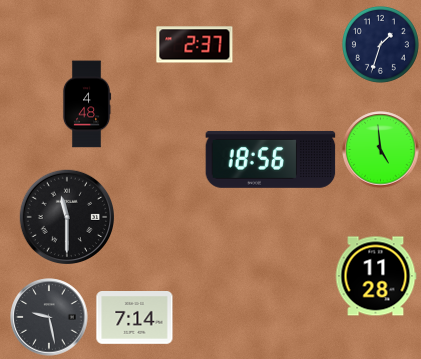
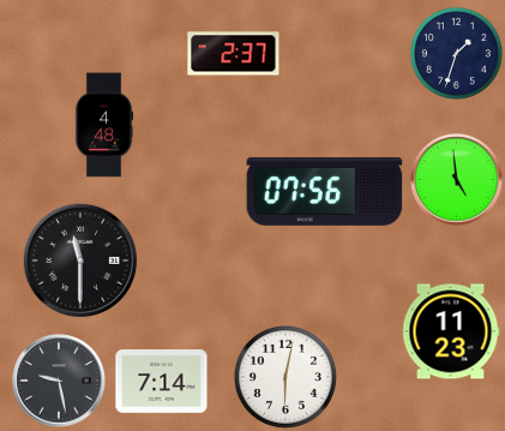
clock at (271, 159): 18:56 -> 07:56
clock at (376, 276): 11:28 -> 11:23
clock at (285, 377): none -> 6:02
